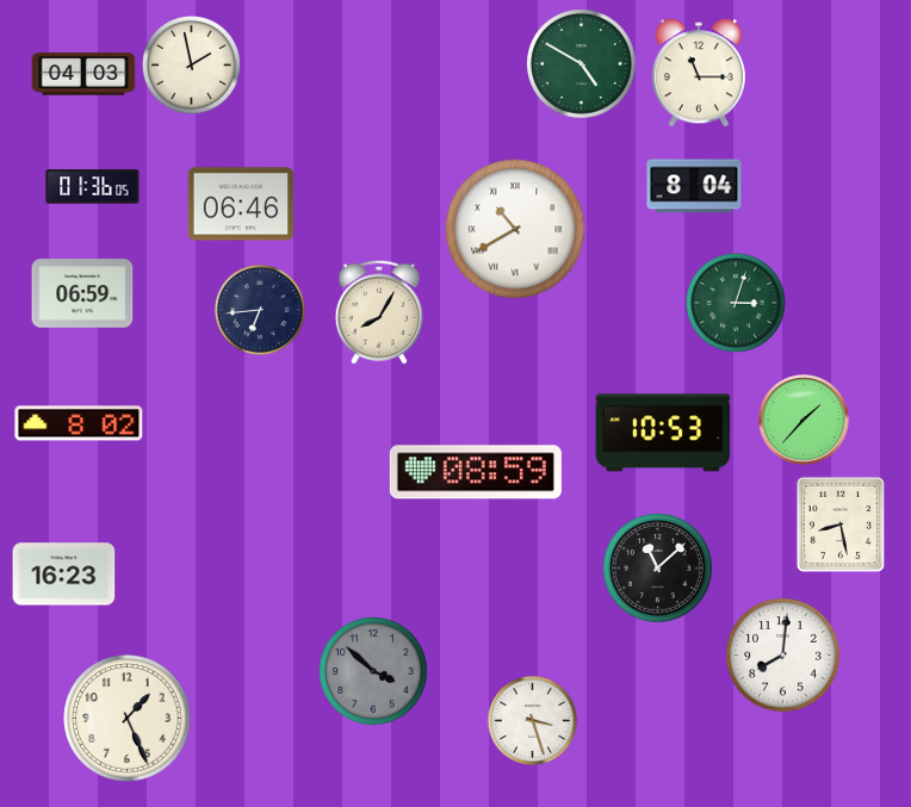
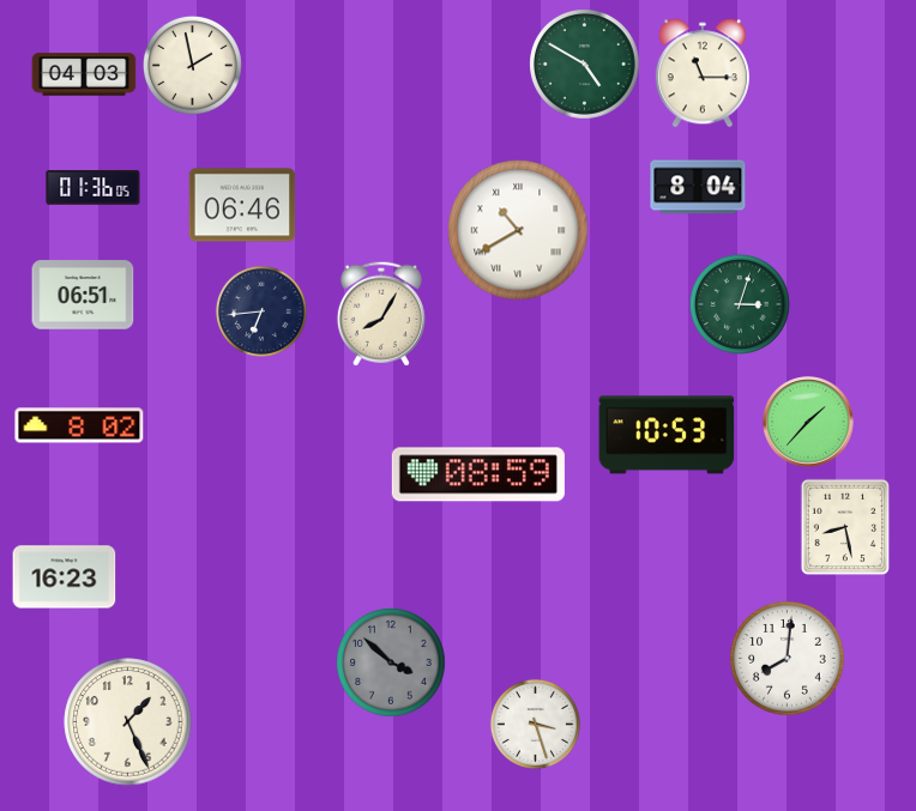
clock at (82, 293): 06:59 -> 06:51
clock at (658, 569): 11:08 -> none
clock at (374, 672) position: (374, 672) -> (392, 664)
